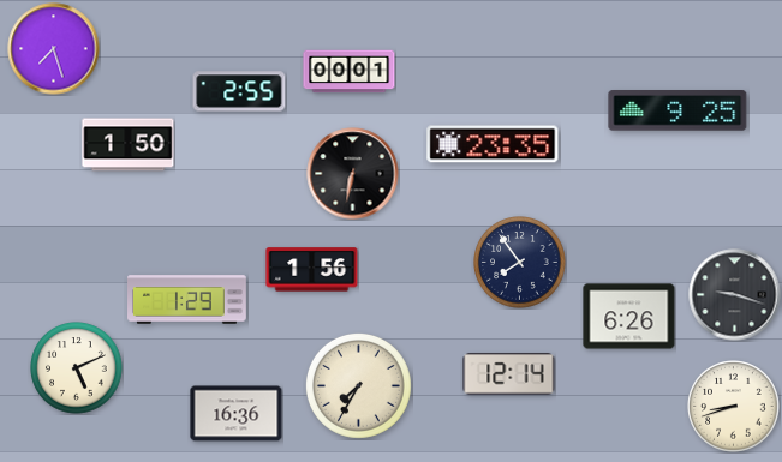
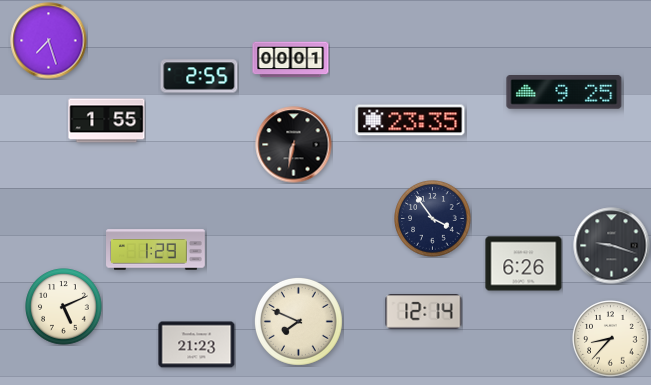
clock at (54, 49) position: (54, 49) -> (49, 41)
clock at (129, 145): 1:50 -> 1:55
clock at (520, 263): 7:54 -> 3:54
clock at (312, 270): 1:56 -> none
clock at (358, 385): 7:35 -> 7:49
clock at (734, 407): 8:42 -> 8:37
clock at (237, 414): 16:36 -> 21:23
